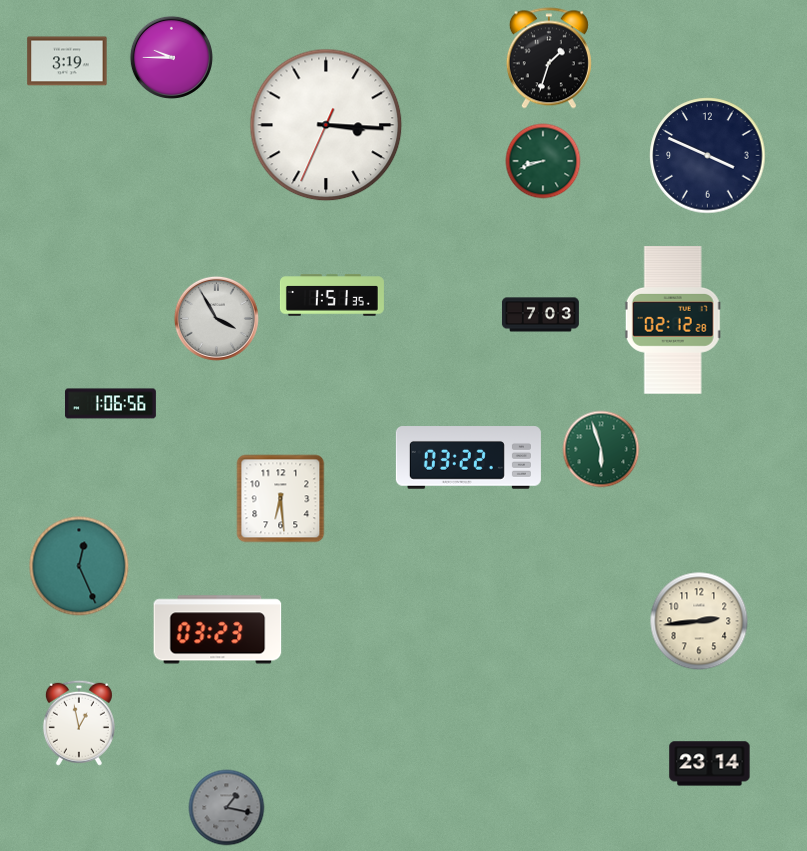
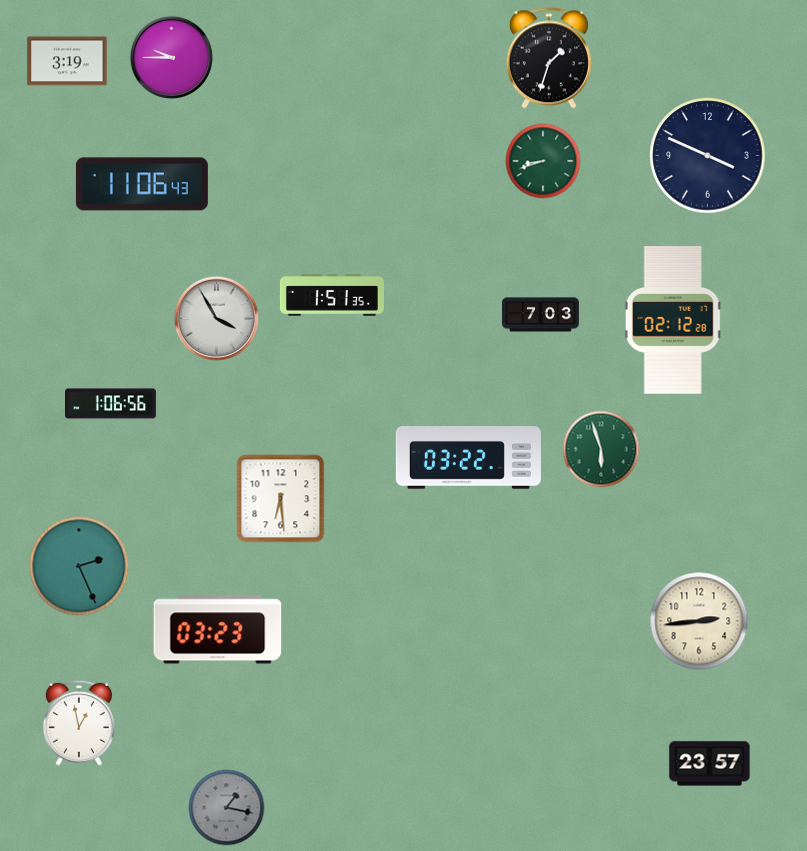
clock at (326, 125): 3:15 -> none
clock at (142, 184): none -> 11:06
clock at (79, 566): 12:26 -> 2:26
clock at (710, 764): 23:14 -> 23:57
